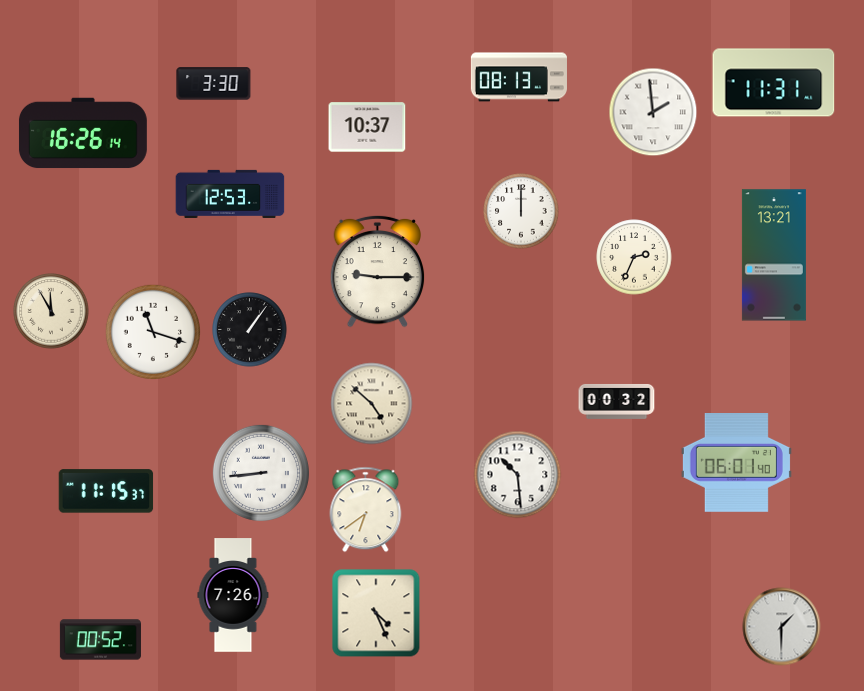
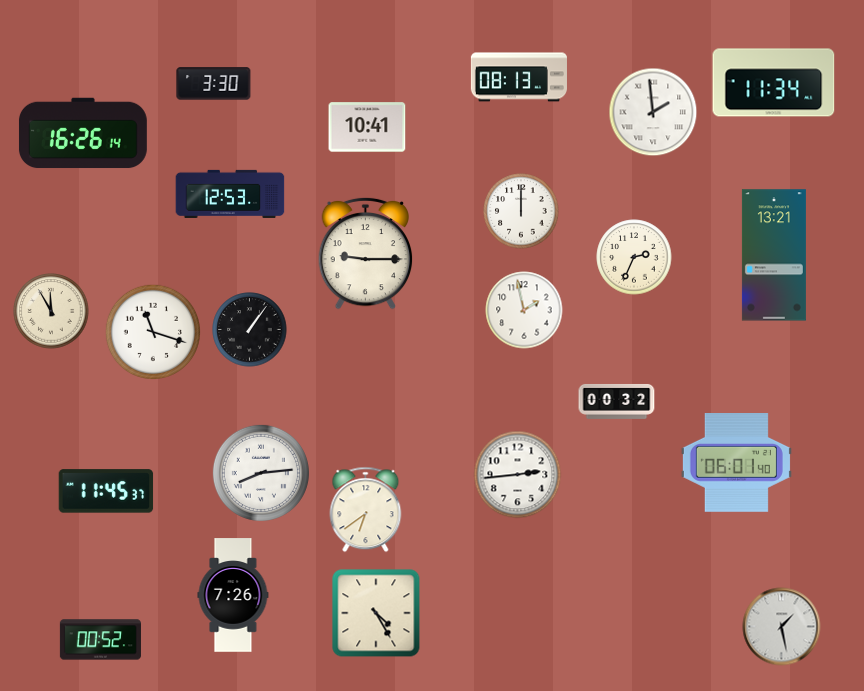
clock at (774, 83): 11:31 -> 11:34
clock at (367, 127): 10:37 -> 10:41
clock at (378, 271) position: (378, 271) -> (366, 253)
clock at (524, 310): none -> 1:58
clock at (372, 404): 4:52 -> none
clock at (261, 473): 8:44 -> 8:14
clock at (518, 475): 10:29 -> 2:44
clock at (106, 491): 11:15 -> 11:45
clock at (376, 613): 4:26 -> 4:25
clock at (782, 627): 1:30 -> 1:28
